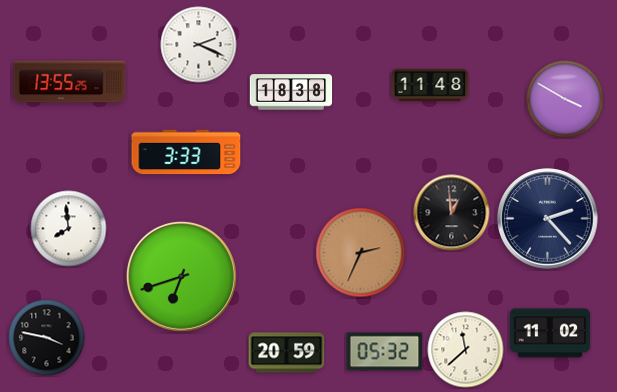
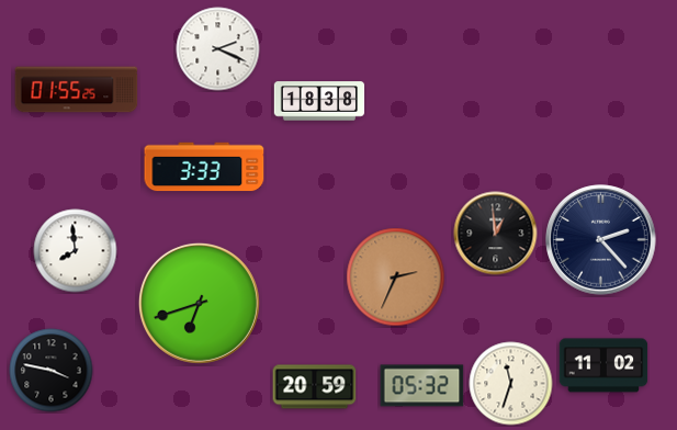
clock at (70, 82): 13:55 -> 01:55
clock at (430, 85): 11:48 -> none
clock at (565, 99): 3:50 -> none
clock at (466, 350): 11:38 -> 11:33
